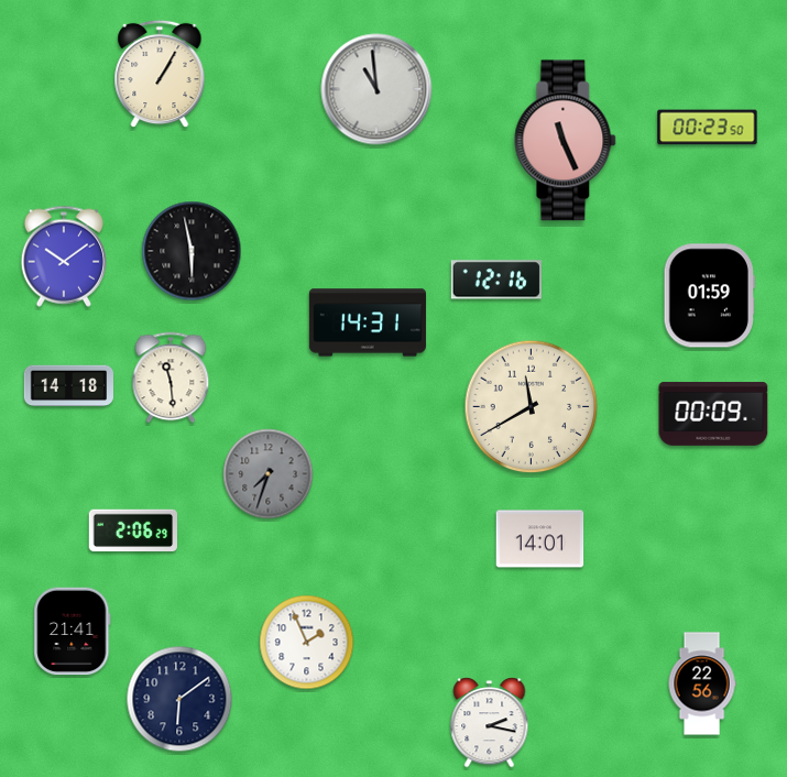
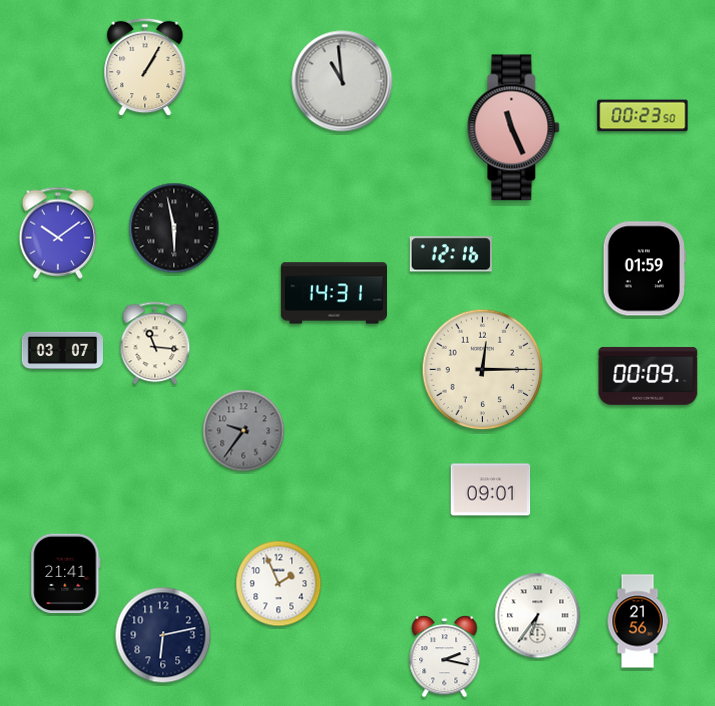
clock at (171, 377): 11:29 -> 11:16
clock at (68, 386): 14:18 -> 03:07
clock at (532, 407): 11:40 -> 12:15
clock at (269, 474): 7:33 -> 9:36
clock at (133, 530): 2:06 -> none
clock at (540, 539): 14:01 -> 09:01
clock at (538, 616): none -> 6:36
clock at (702, 683): 22:56 -> 21:56
clock at (179, 699): 6:09 -> 6:13
